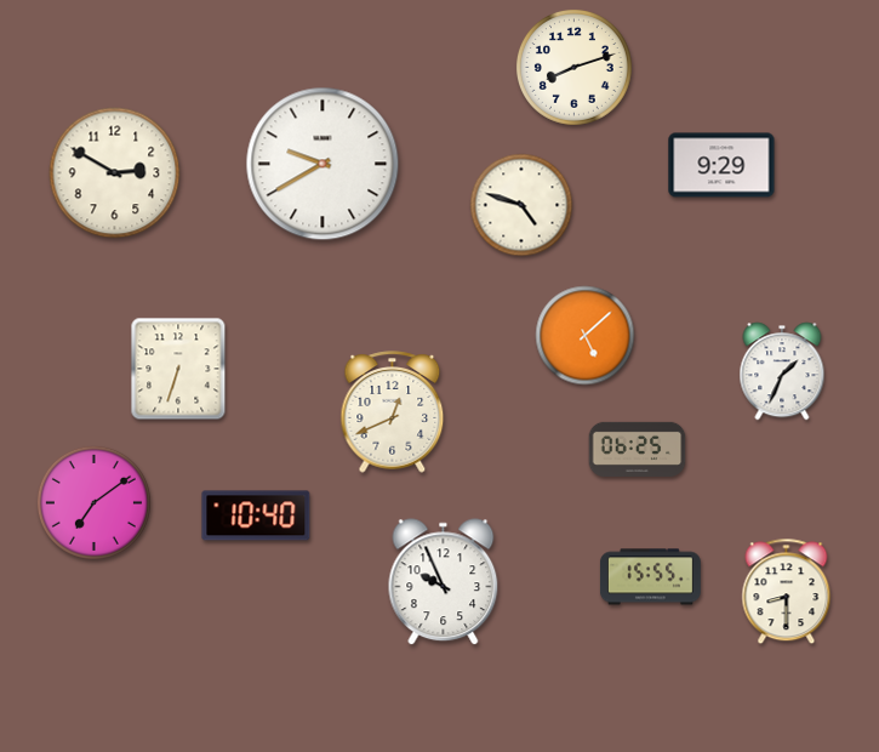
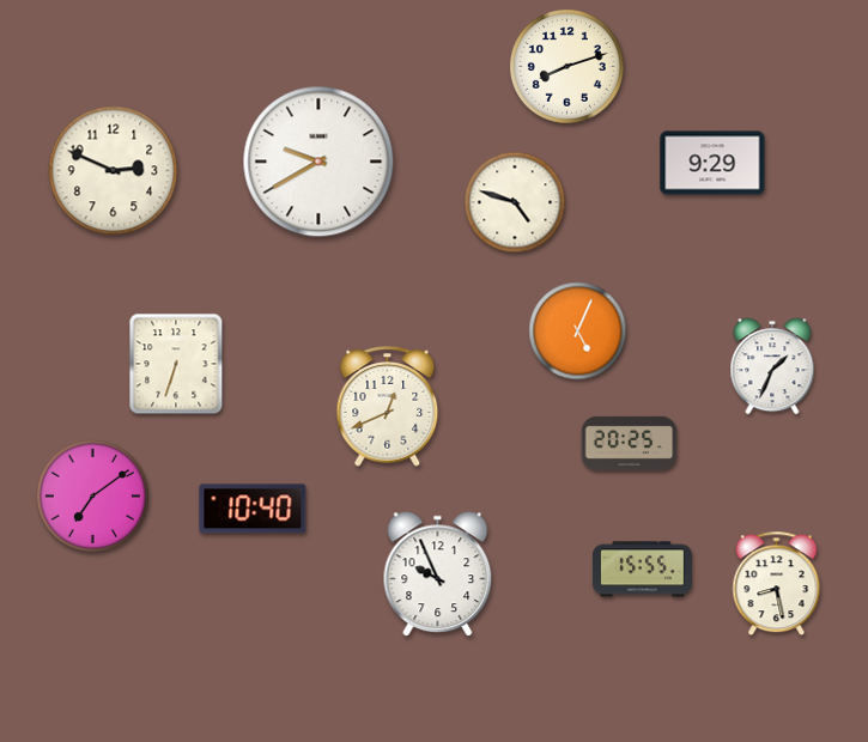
clock at (115, 173): 2:50 -> 2:49
clock at (586, 336): 5:08 -> 5:04
clock at (638, 449): 06:25 -> 20:25
clock at (787, 592): 8:30 -> 8:28
